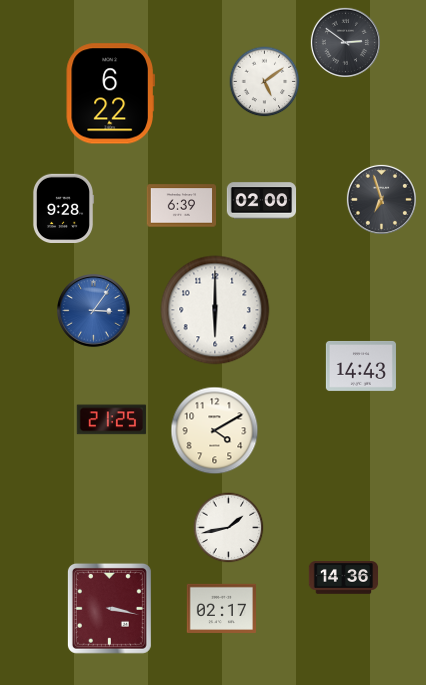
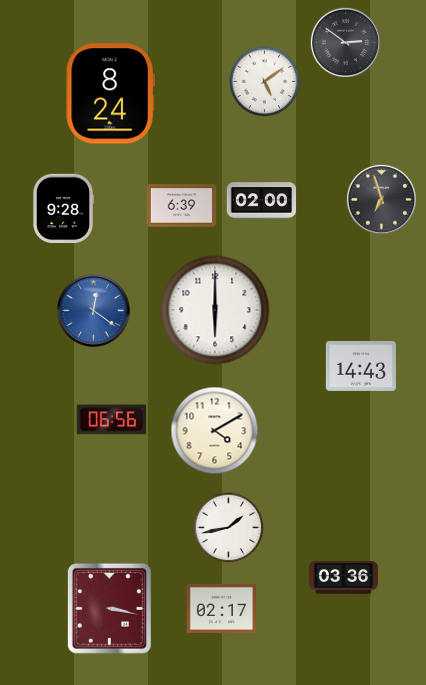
clock at (110, 94): 6:22 -> 8:24
clock at (94, 311): 3:06 -> 12:21
clock at (111, 420): 21:25 -> 06:56
clock at (344, 578): 14:36 -> 03:36
